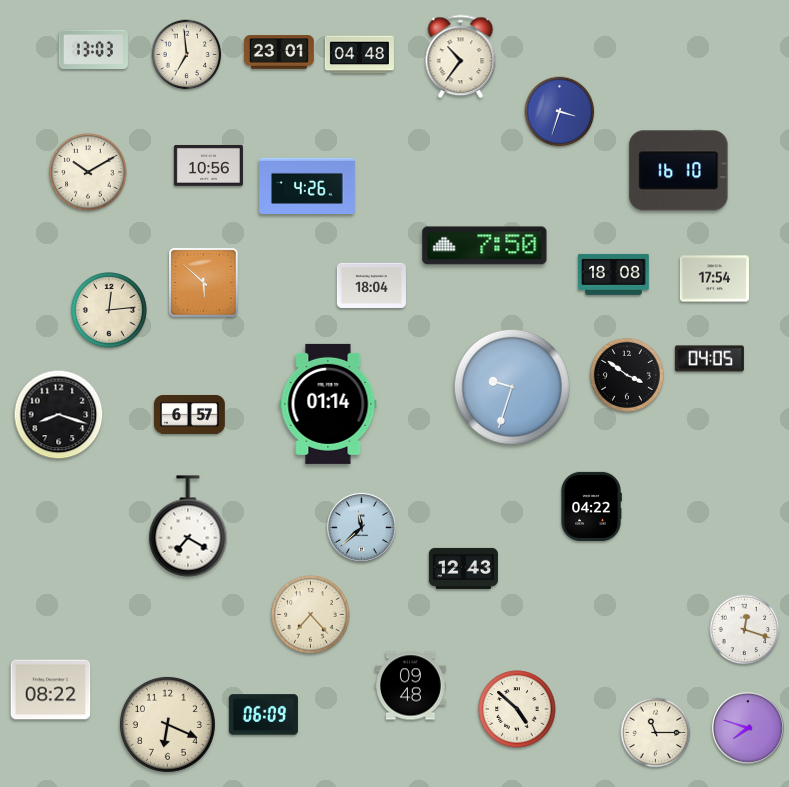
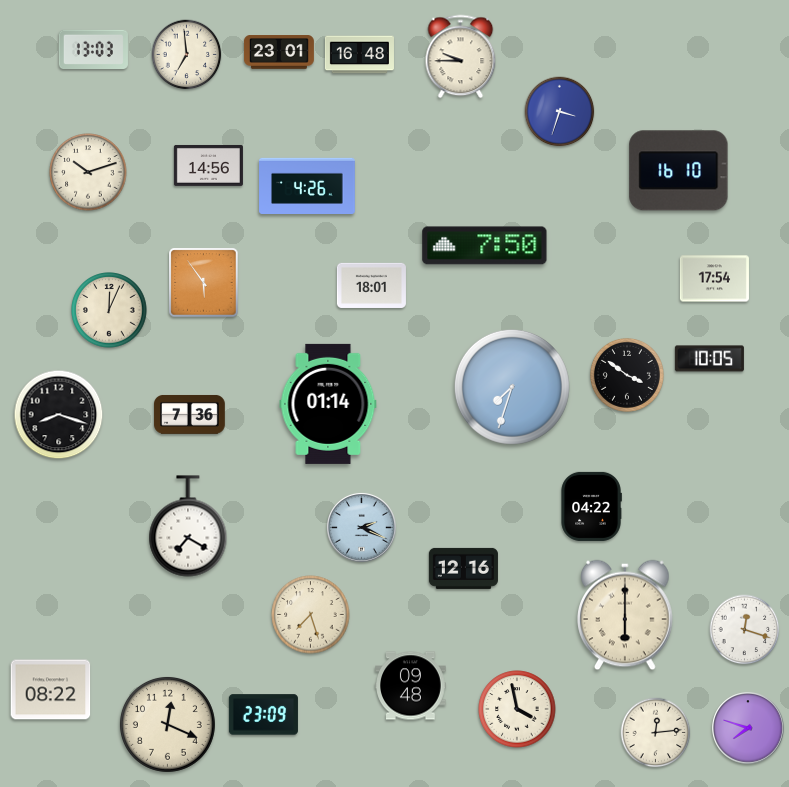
clock at (359, 55): 04:48 -> 16:48
clock at (461, 57): 10:36 -> 9:45
clock at (208, 165): 10:56 -> 14:56
clock at (88, 172): 10:10 -> 10:12
clock at (614, 274): 18:08 -> none
clock at (204, 283): 5:52 -> 5:54
clock at (371, 285): 18:04 -> 18:01
clock at (109, 310): 12:14 -> 12:04
clock at (709, 359): 04:05 -> 10:05
clock at (512, 387): 9:33 -> 7:33
clock at (190, 414): 6:57 -> 7:36
clock at (361, 527): 11:38 -> 2:19
clock at (463, 568): 12:43 -> 12:16
clock at (311, 615): 7:23 -> 7:27
clock at (626, 615): none -> 6:00
clock at (517, 709): 4:52 -> 3:58
clock at (263, 715): 06:09 -> 23:09
clock at (167, 724): 6:19 -> 12:19
clock at (656, 733): 11:15 -> 12:14
